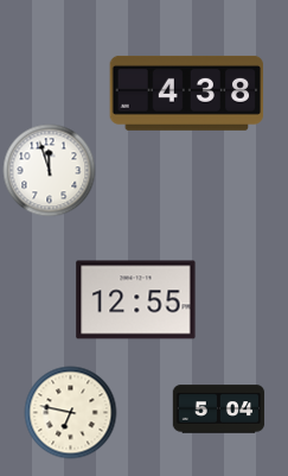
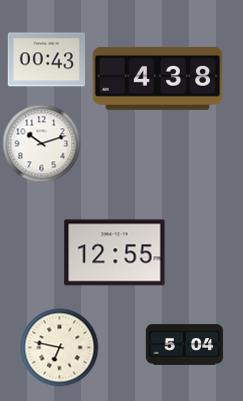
clock at (46, 60): none -> 00:43
clock at (49, 170): 11:57 -> 10:12
